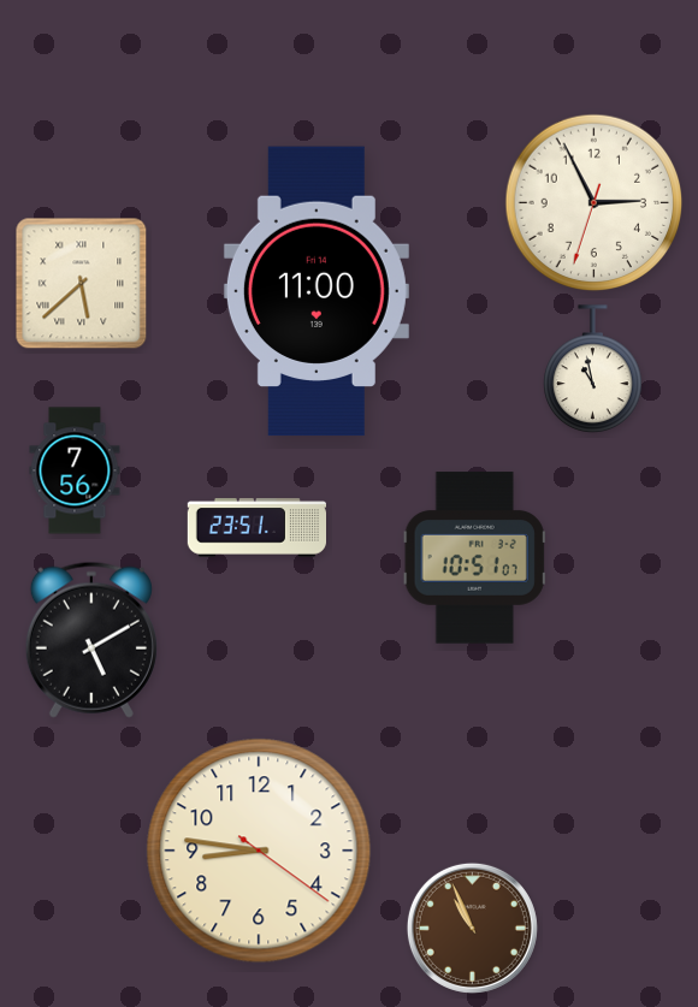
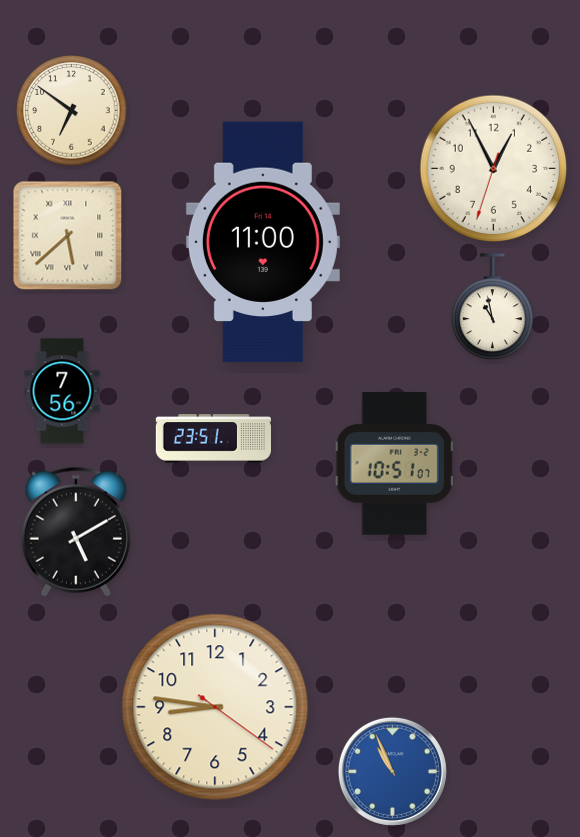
clock at (72, 111): none -> 6:51
clock at (595, 203): 2:55 -> 12:55
clock at (472, 928) dial: brown -> blue
